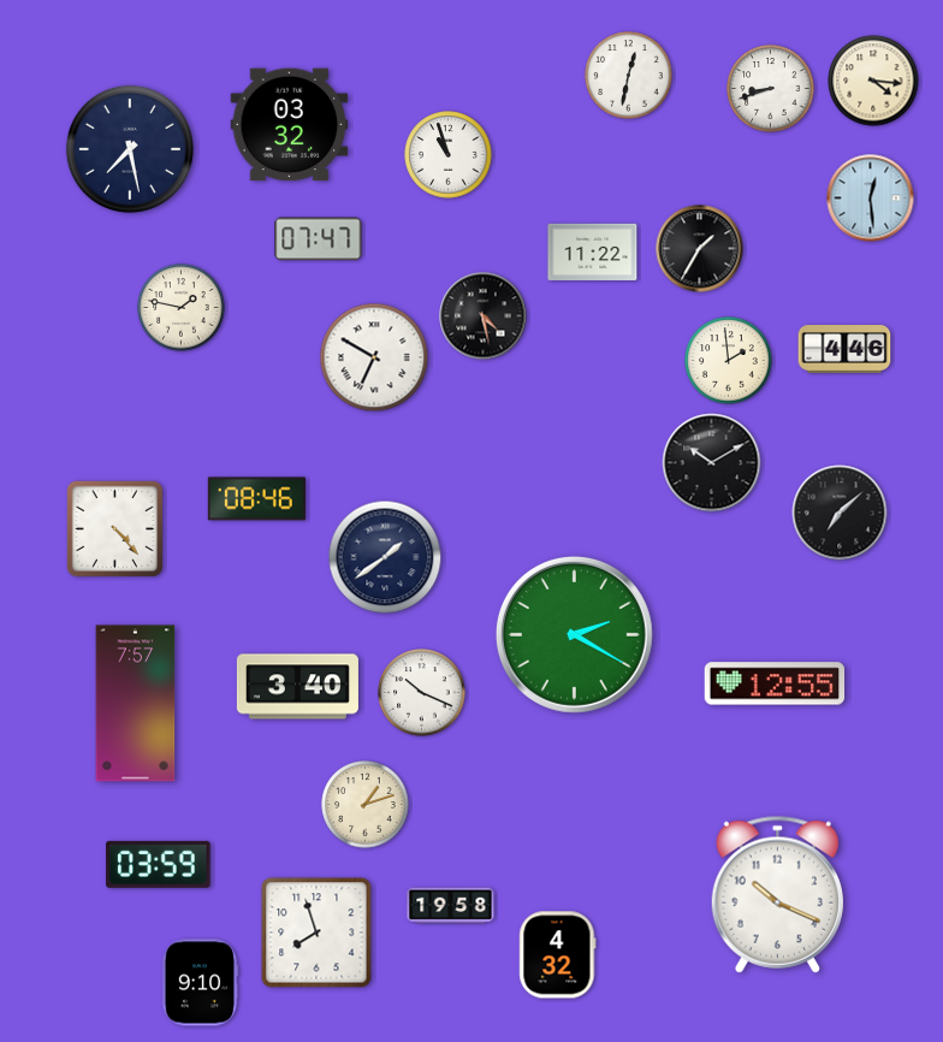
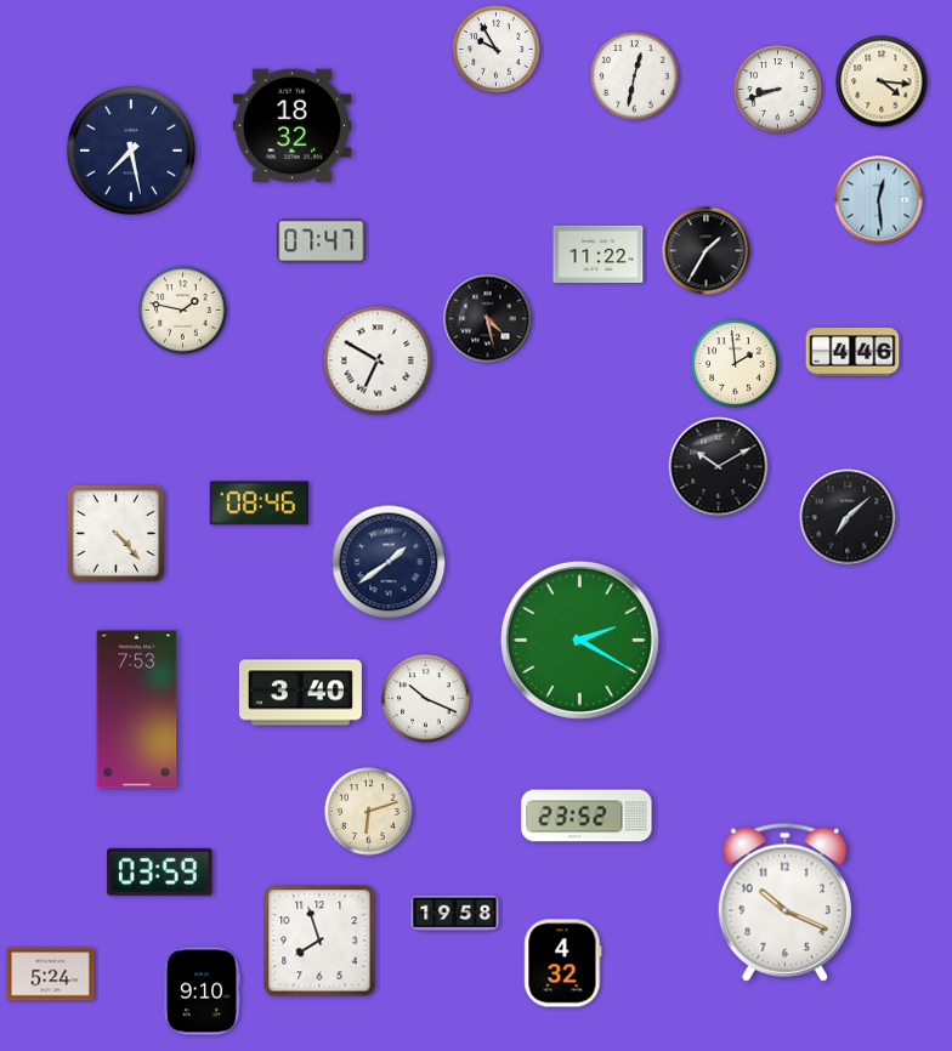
clock at (497, 50): none -> 9:55
clock at (290, 125): 03:32 -> 18:32
clock at (449, 155): 10:57 -> none
clock at (775, 683): 12:55 -> none
clock at (136, 704): 7:57 -> 7:53
clock at (366, 805): 1:12 -> 6:12
clock at (586, 816): none -> 23:52
clock at (51, 975): none -> 5:24
